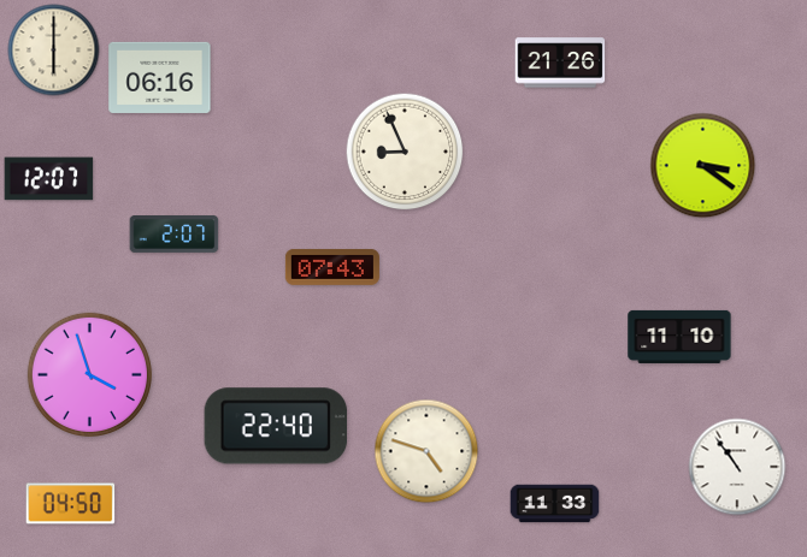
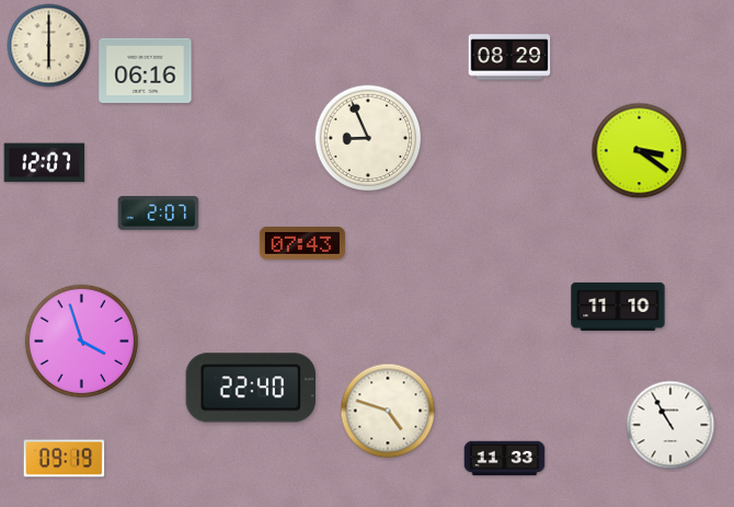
clock at (560, 63): 21:26 -> 08:29
clock at (737, 467): 10:54 -> 10:55
clock at (71, 504): 04:50 -> 09:19
